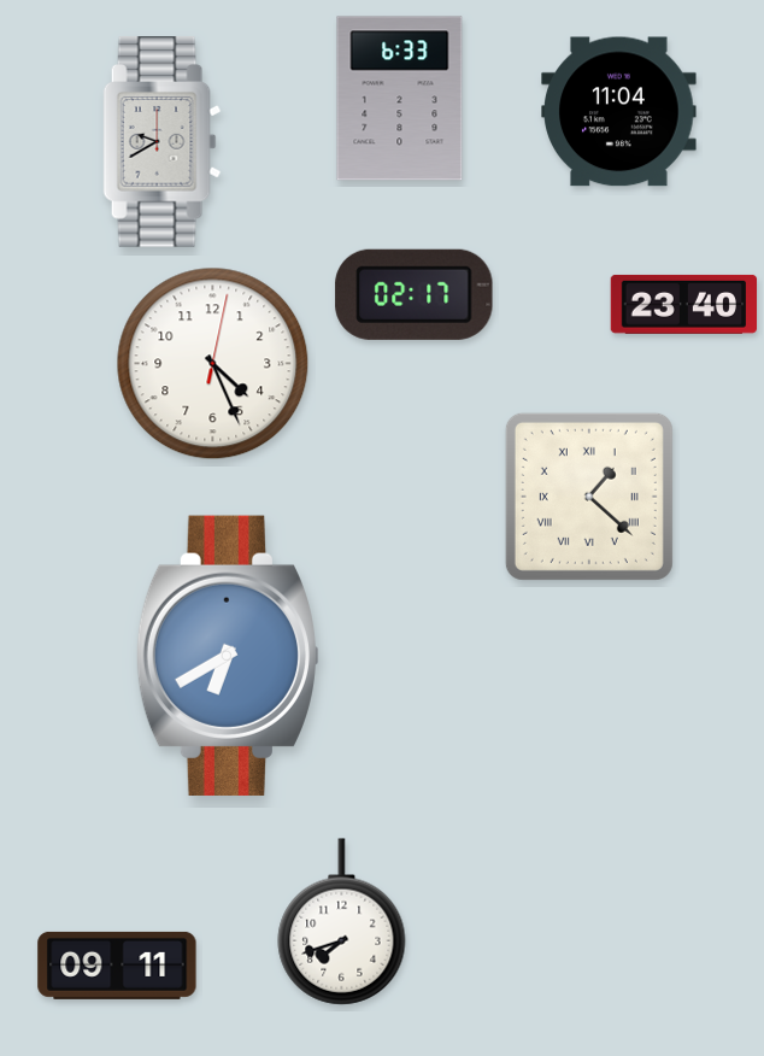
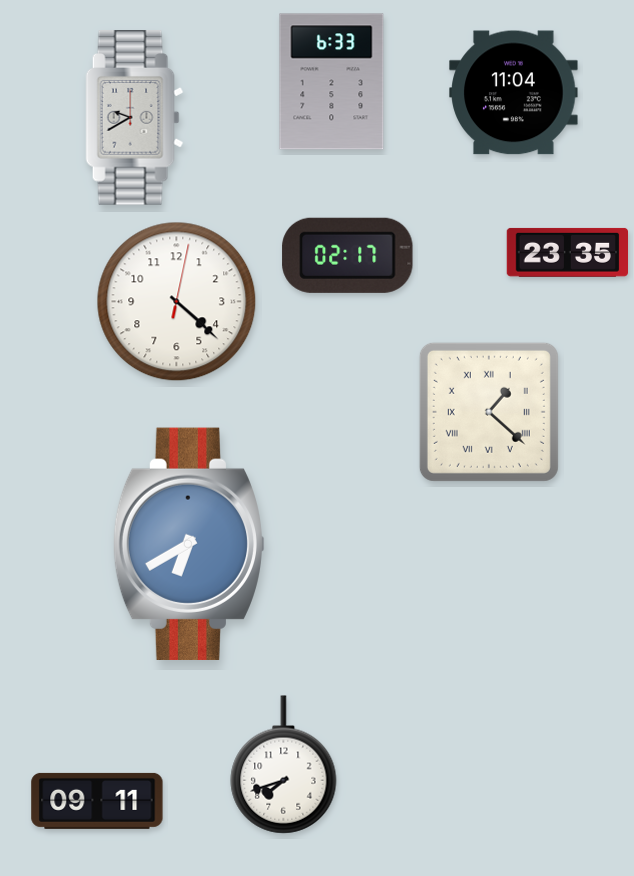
clock at (415, 294) position: (415, 294) -> (348, 255)
clock at (683, 304): 23:40 -> 23:35
clock at (213, 364): 4:26 -> 4:22
